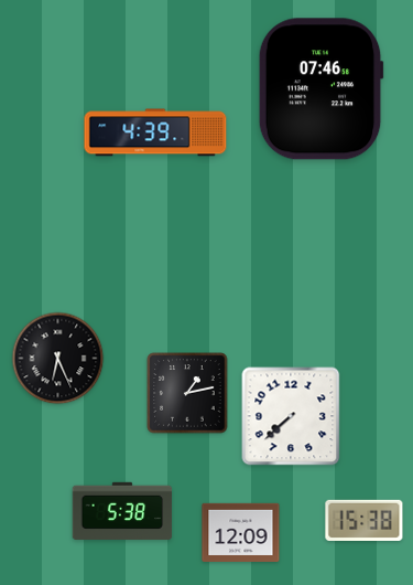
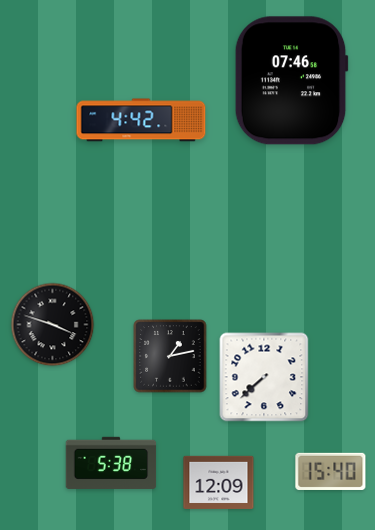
clock at (155, 132): 4:39 -> 4:42
clock at (58, 359): 6:26 -> 3:48
clock at (365, 520): 15:38 -> 15:40
